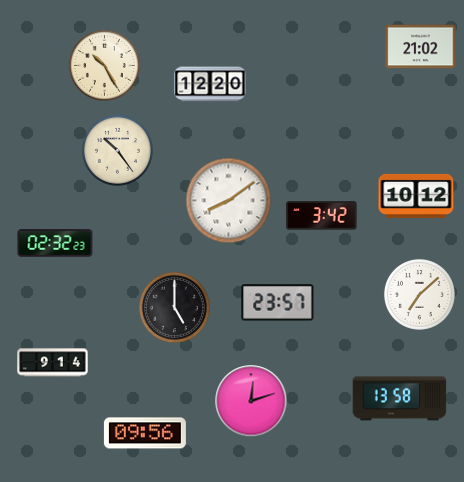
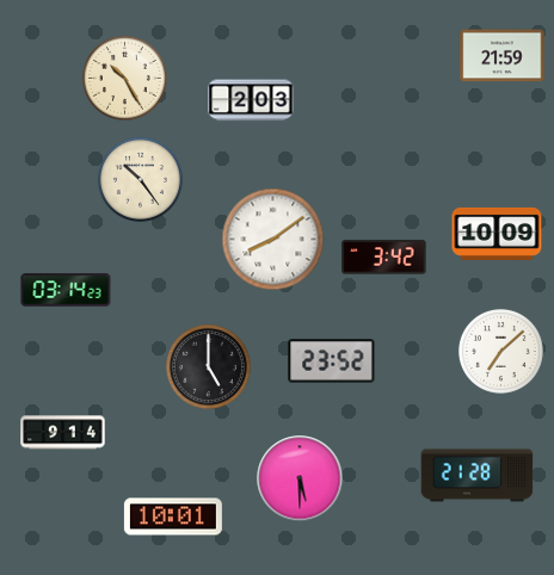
clock at (421, 47): 21:02 -> 21:59
clock at (210, 84): 12:20 -> 2:03
clock at (416, 196): 10:12 -> 10:09
clock at (55, 243): 02:32 -> 03:14
clock at (278, 303): 23:57 -> 23:52
clock at (400, 399): 13:58 -> 21:28
clock at (251, 401): 12:12 -> 5:30
clock at (145, 433): 09:56 -> 10:01
